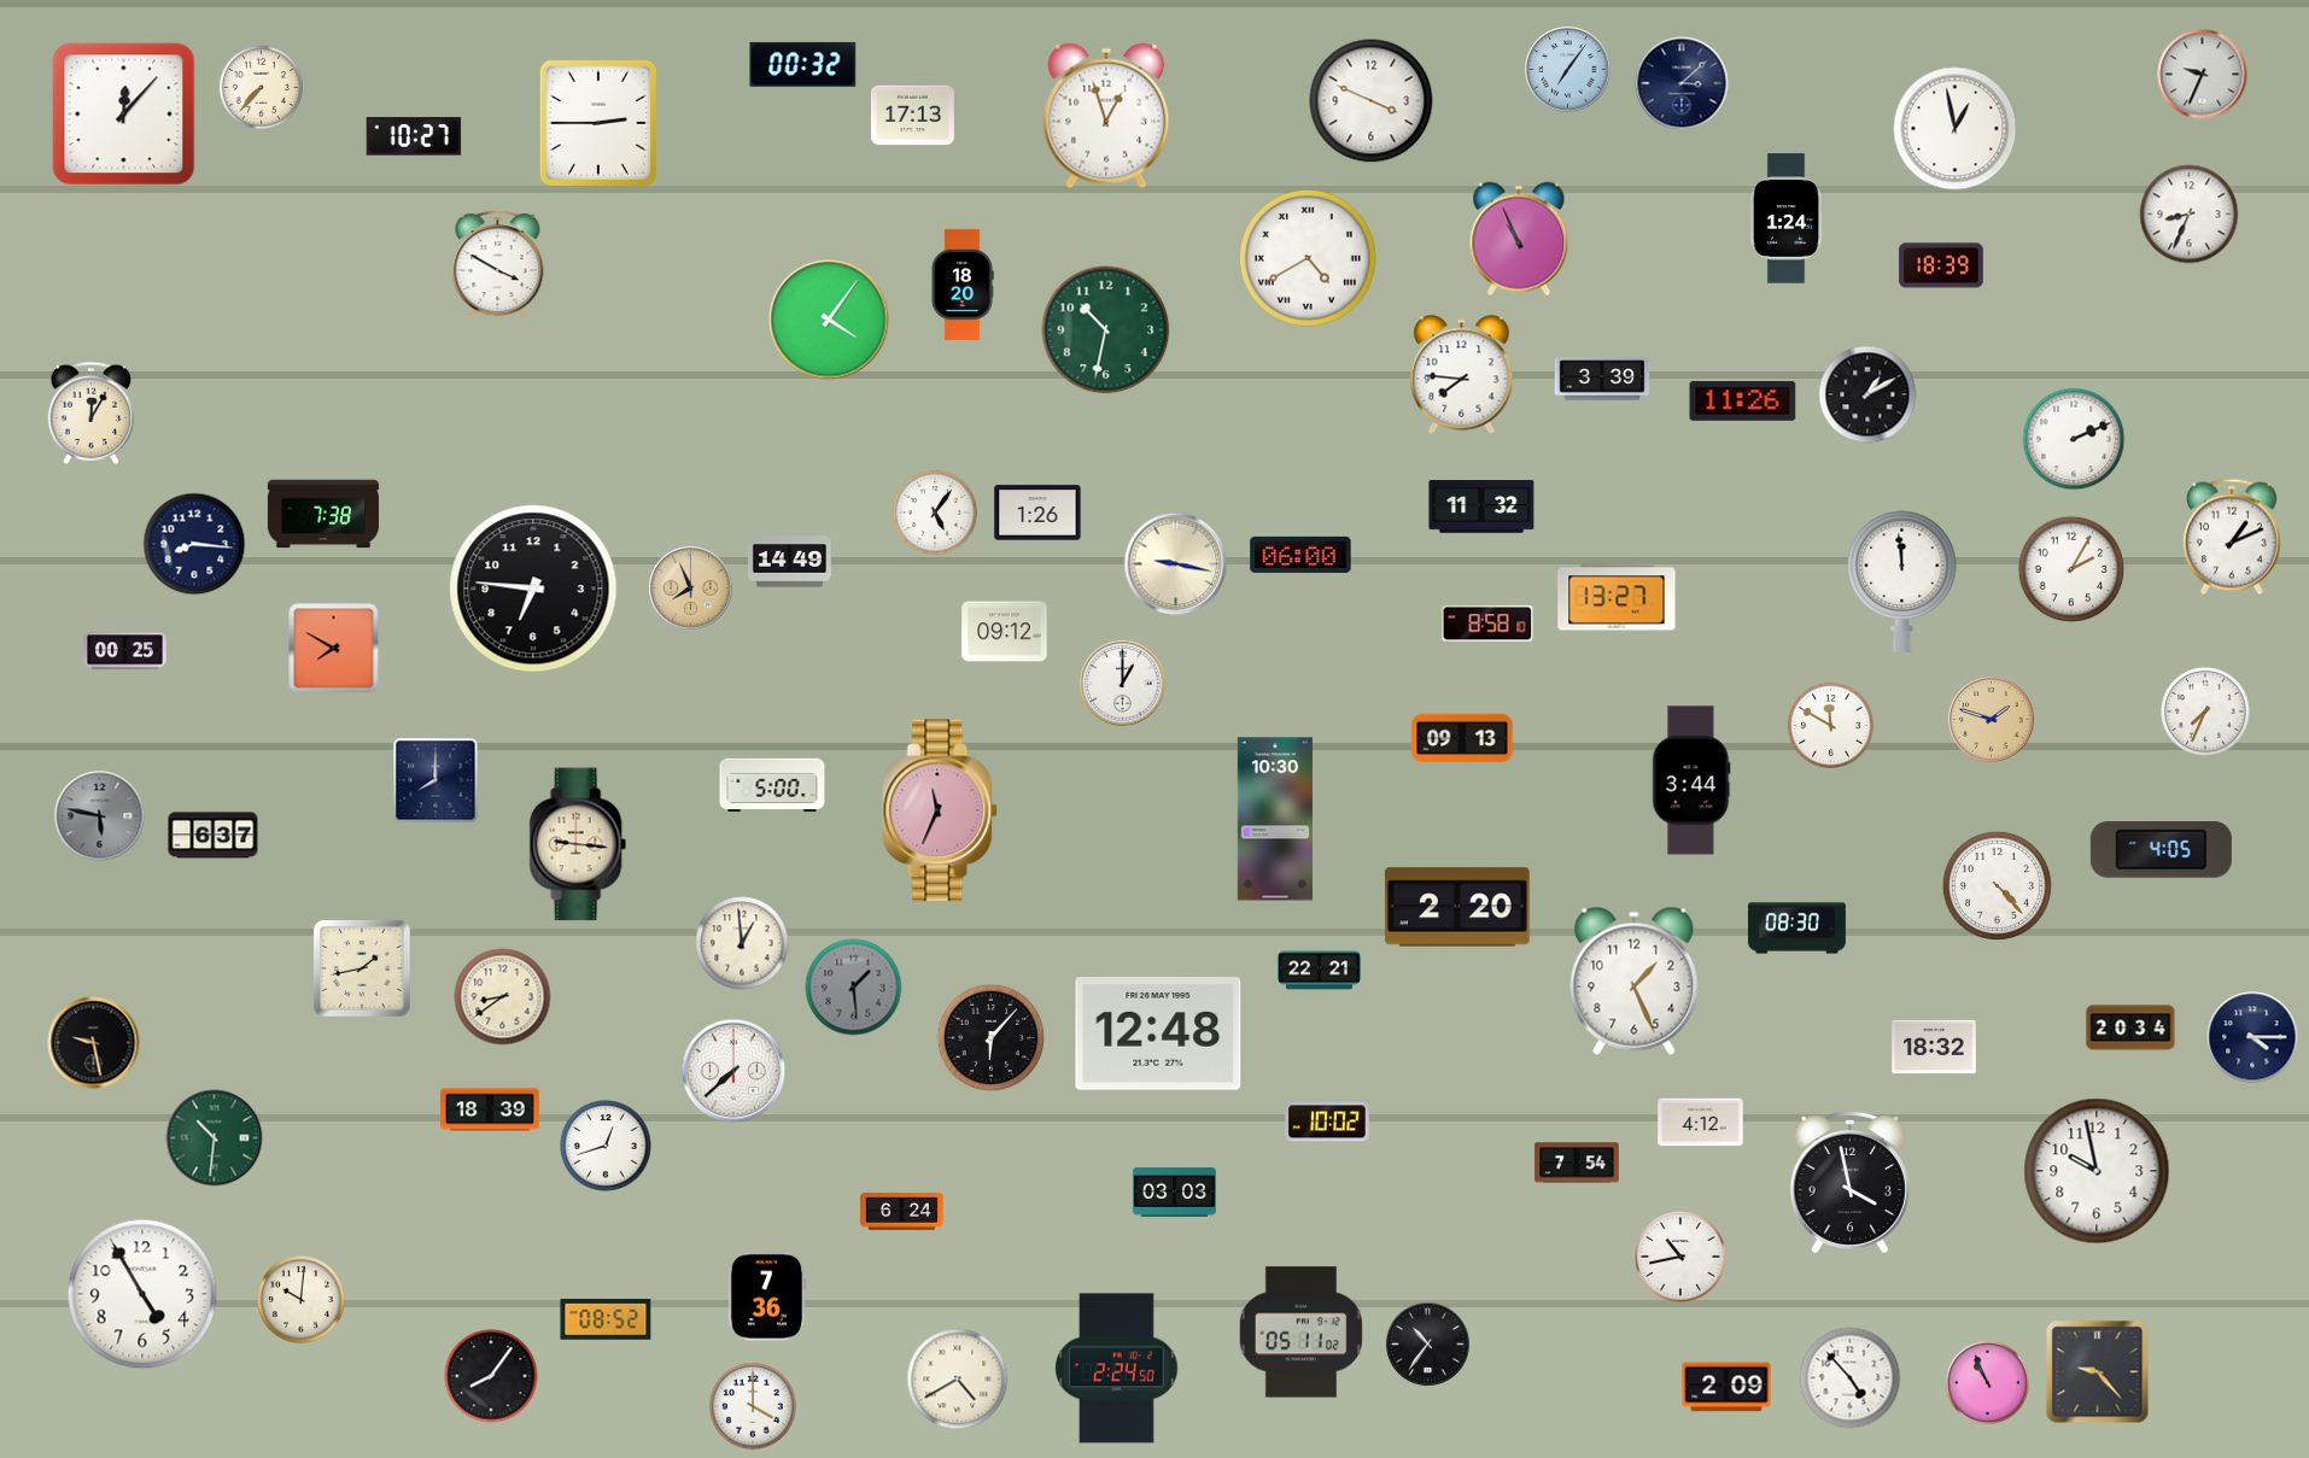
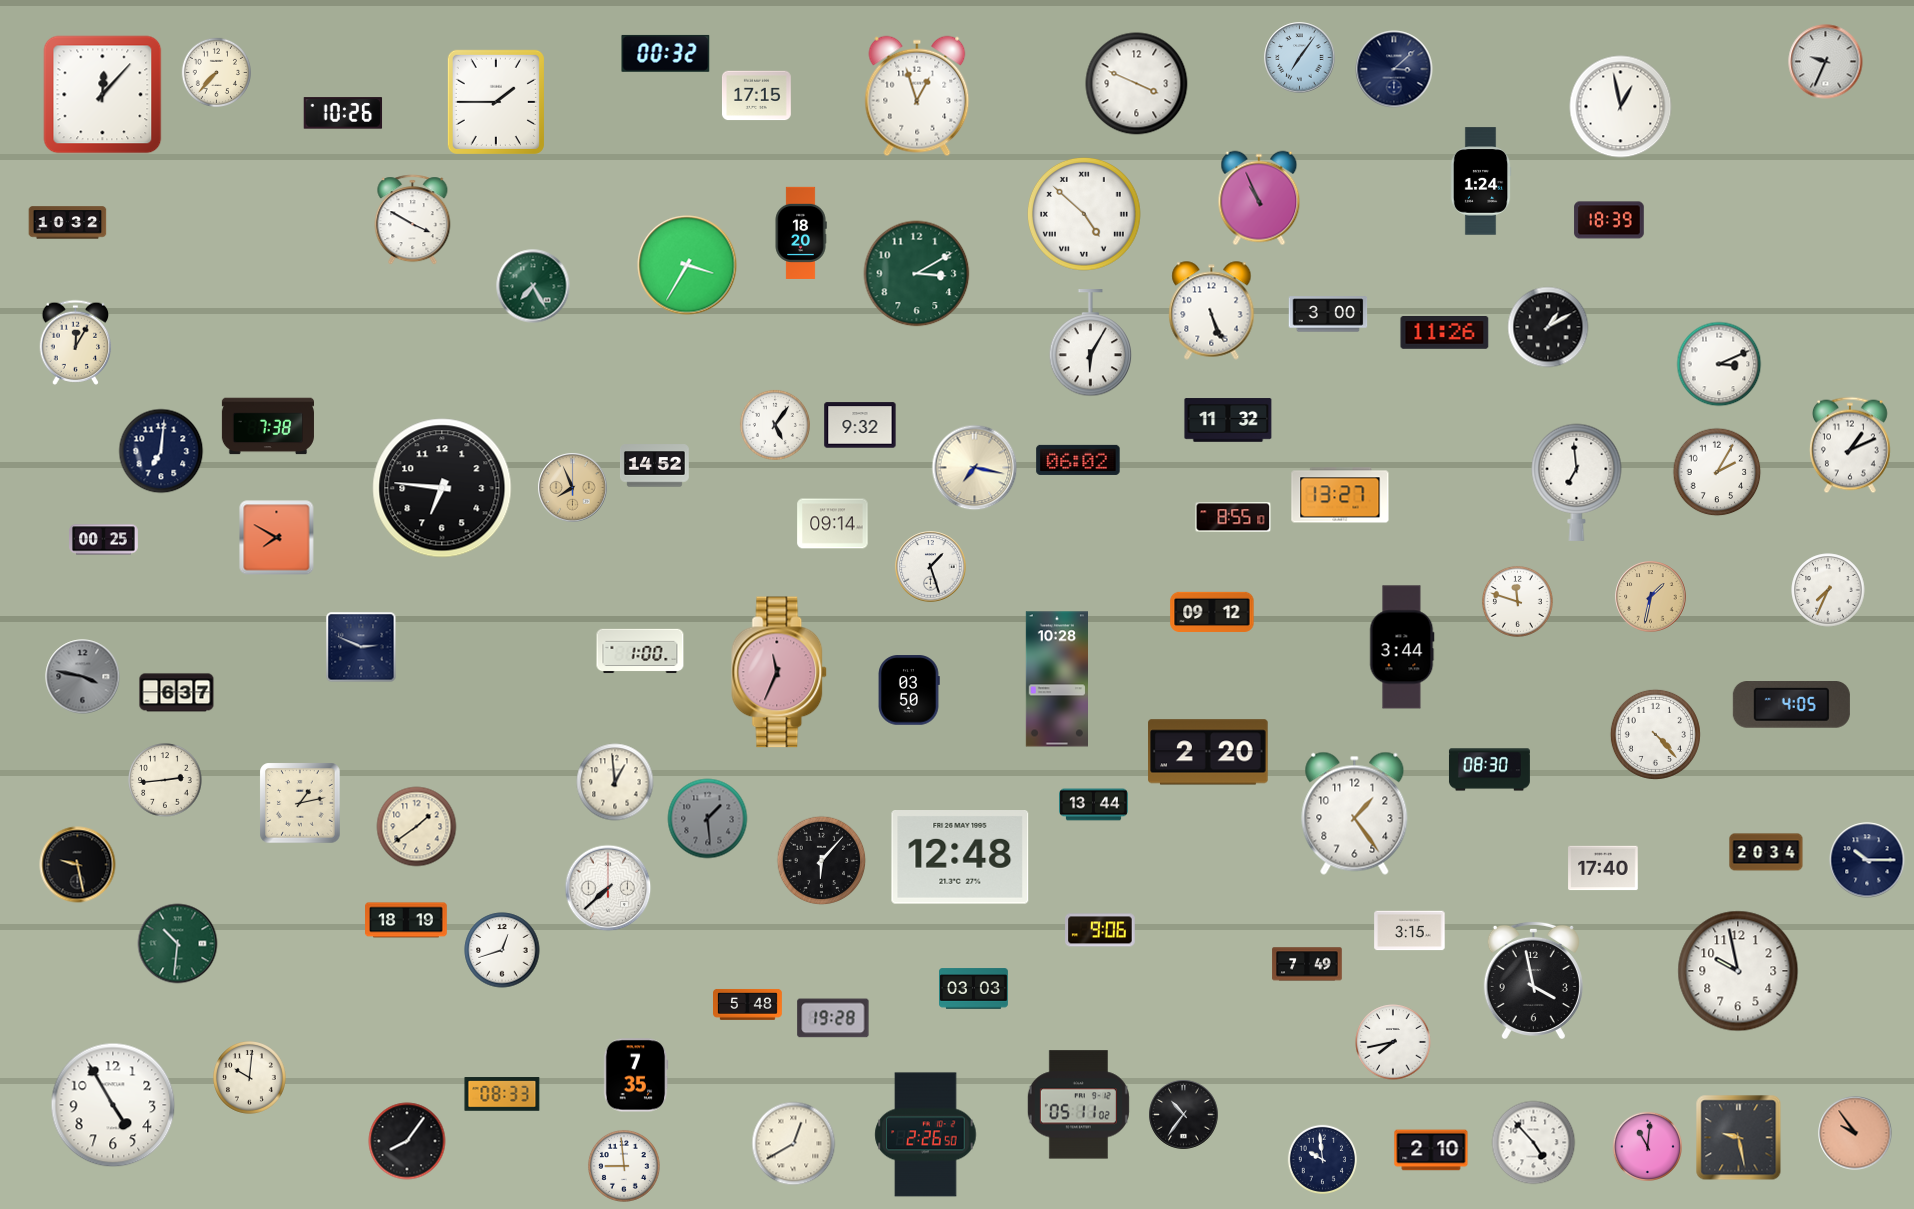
clock at (912, 116): 17:13 -> 17:15
clock at (598, 123): 2:45 -> 1:45
clock at (414, 136): 10:27 -> 10:26
clock at (2190, 215): 8:34 -> none
clock at (1309, 259): 4:40 -> 4:52
clock at (68, 223): none -> 10:32
clock at (963, 285) position: (963, 285) -> (801, 233)
clock at (829, 320): 4:06 -> 3:35
clock at (1106, 330): 10:32 -> 3:10
clock at (533, 286): none -> 7:25
clock at (1462, 375): 7:46 -> 5:26
clock at (1602, 379): 3:39 -> 3:00
clock at (1091, 343): none -> 6:05
clock at (2074, 439): 2:11 -> 3:11
clock at (1037, 513): 1:26 -> 9:32
clock at (194, 544): 8:16 -> 7:01
clock at (1300, 555): 06:00 -> 06:02
clock at (790, 562): 14:49 -> 14:52
clock at (1176, 564): 9:17 -> 7:17
clock at (1902, 581): 11:59 -> 6:59
clock at (1487, 623): 8:58 -> 8:55
clock at (1005, 632): 09:12 -> 09:14
clock at (1123, 684): 1:00 -> 1:27
clock at (1992, 720): 1:48 -> 1:32
clock at (1830, 725): 11:50 -> 11:48
clock at (1462, 737): 09:13 -> 09:12
clock at (436, 780): 8:00 -> 2:49
clock at (772, 785): 5:00 -> 1:00
clock at (100, 816): 5:47 -> 3:47
clock at (1274, 819): 10:30 -> 10:28
clock at (909, 690): none -> 03:50
clock at (578, 844): 9:16 -> none
clock at (165, 780): none -> 2:44
clock at (362, 968): 1:43 -> 1:13
clock at (1320, 971): 22:21 -> 13:44
clock at (1635, 980): 1:26 -> 1:24
clock at (503, 997): 8:39 -> 1:39
clock at (2252, 1037): 4:15 -> 10:15
clock at (1934, 1047): 18:32 -> 17:40
clock at (490, 1109): 18:39 -> 18:19
clock at (1327, 1122): 10:02 -> 9:06
clock at (1701, 1123): 4:12 -> 3:15
clock at (1577, 1163): 7:54 -> 7:49
clock at (902, 1211): 6:24 -> 5:48
clock at (833, 1018): none -> 19:28
clock at (1680, 1257): 10:43 -> 7:43
clock at (142, 1294) position: (142, 1294) -> (113, 1105)
clock at (767, 1296): 7:36 -> 7:35
clock at (606, 1319): 08:52 -> 08:33
clock at (1855, 1133): none -> 9:54
clock at (1117, 1369): 2:24 -> 2:26
clock at (2098, 1372): 9:23 -> 9:28
clock at (958, 1380): 4:40 -> 12:40
clock at (1987, 1382): 10:56 -> 11:01
clock at (1726, 1387): 2:09 -> 2:10
clock at (1322, 1159): none -> 9:59
clock at (753, 1406): 4:00 -> 8:59
